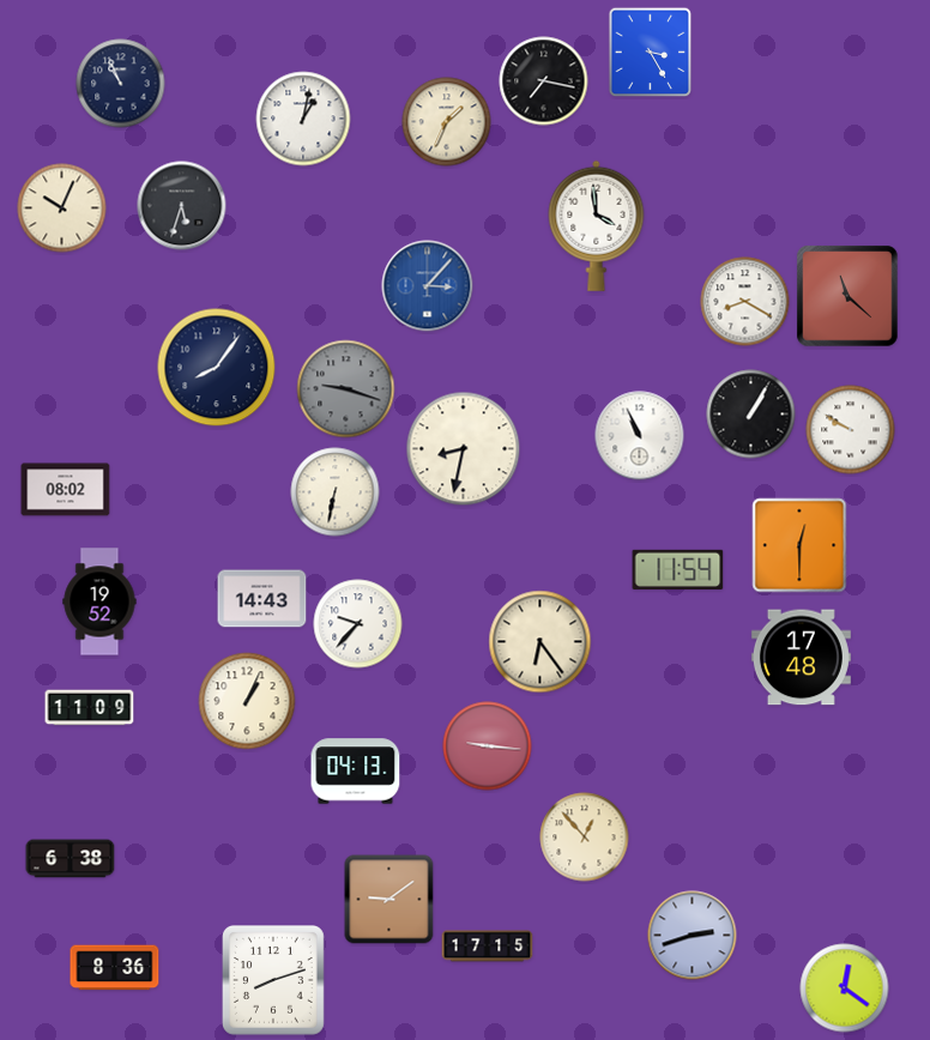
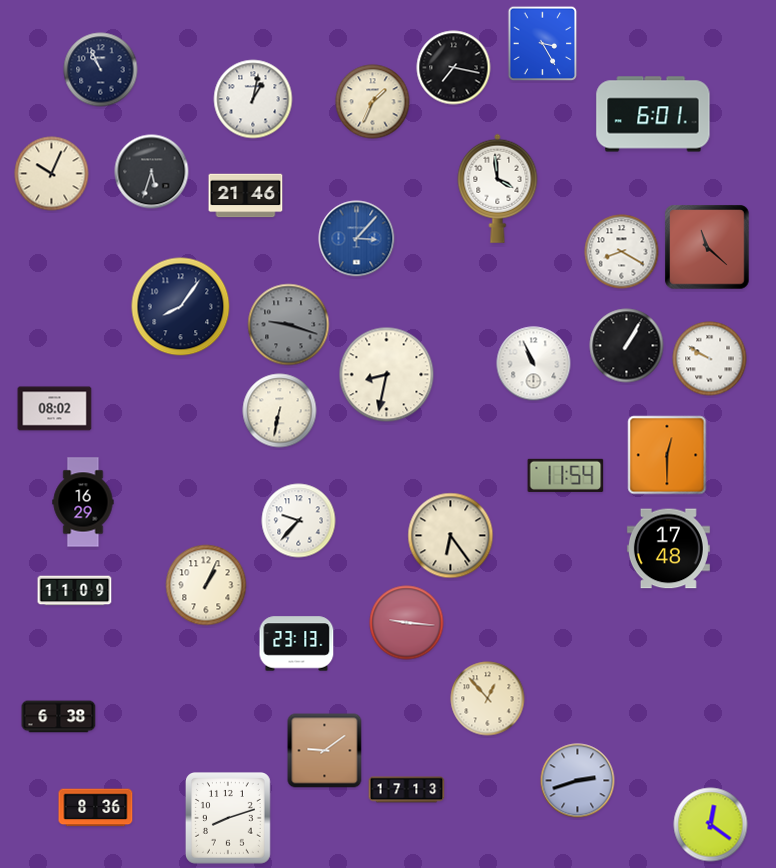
clock at (653, 114): none -> 6:01
clock at (246, 196): none -> 21:46
clock at (262, 599): 14:43 -> none
clock at (99, 601): 19:52 -> 16:29
clock at (356, 772): 04:13 -> 23:13
clock at (488, 947): 17:15 -> 17:13
clock at (845, 988) position: (845, 988) -> (711, 825)
